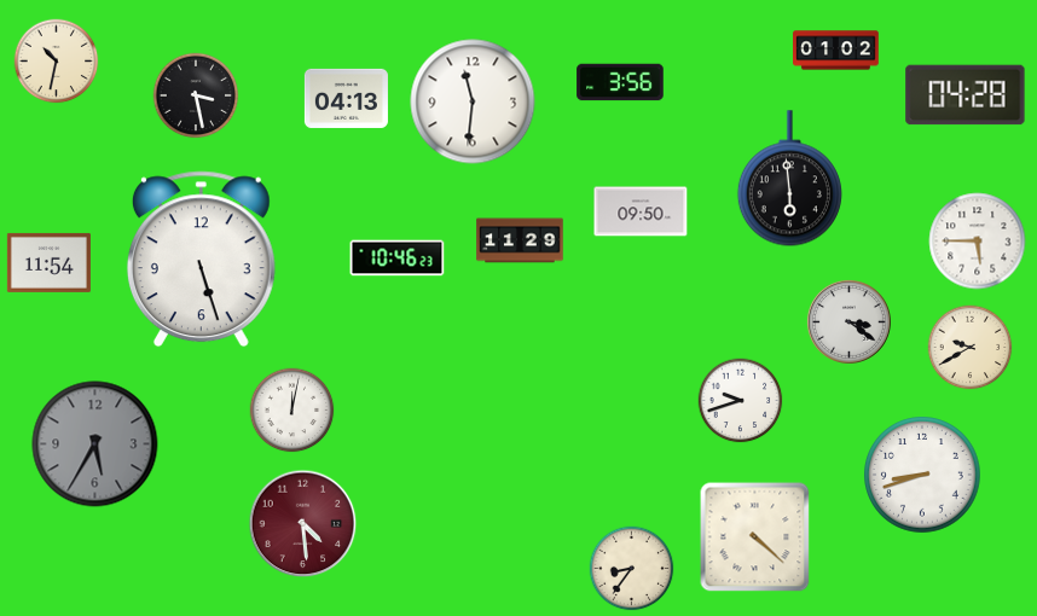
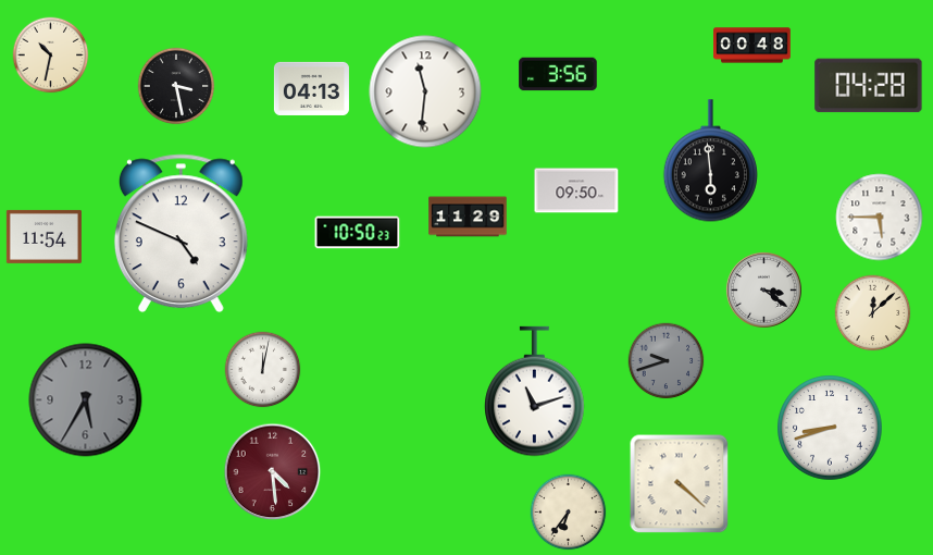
clock at (836, 51): 01:02 -> 00:48
clock at (398, 258): 10:46 -> 10:50
clock at (201, 260): 5:27 -> 4:49
clock at (971, 348): 9:40 -> 12:08
clock at (741, 401) dial: white -> grey
clock at (535, 392): none -> 11:12
clock at (632, 569): 8:36 -> 6:36
